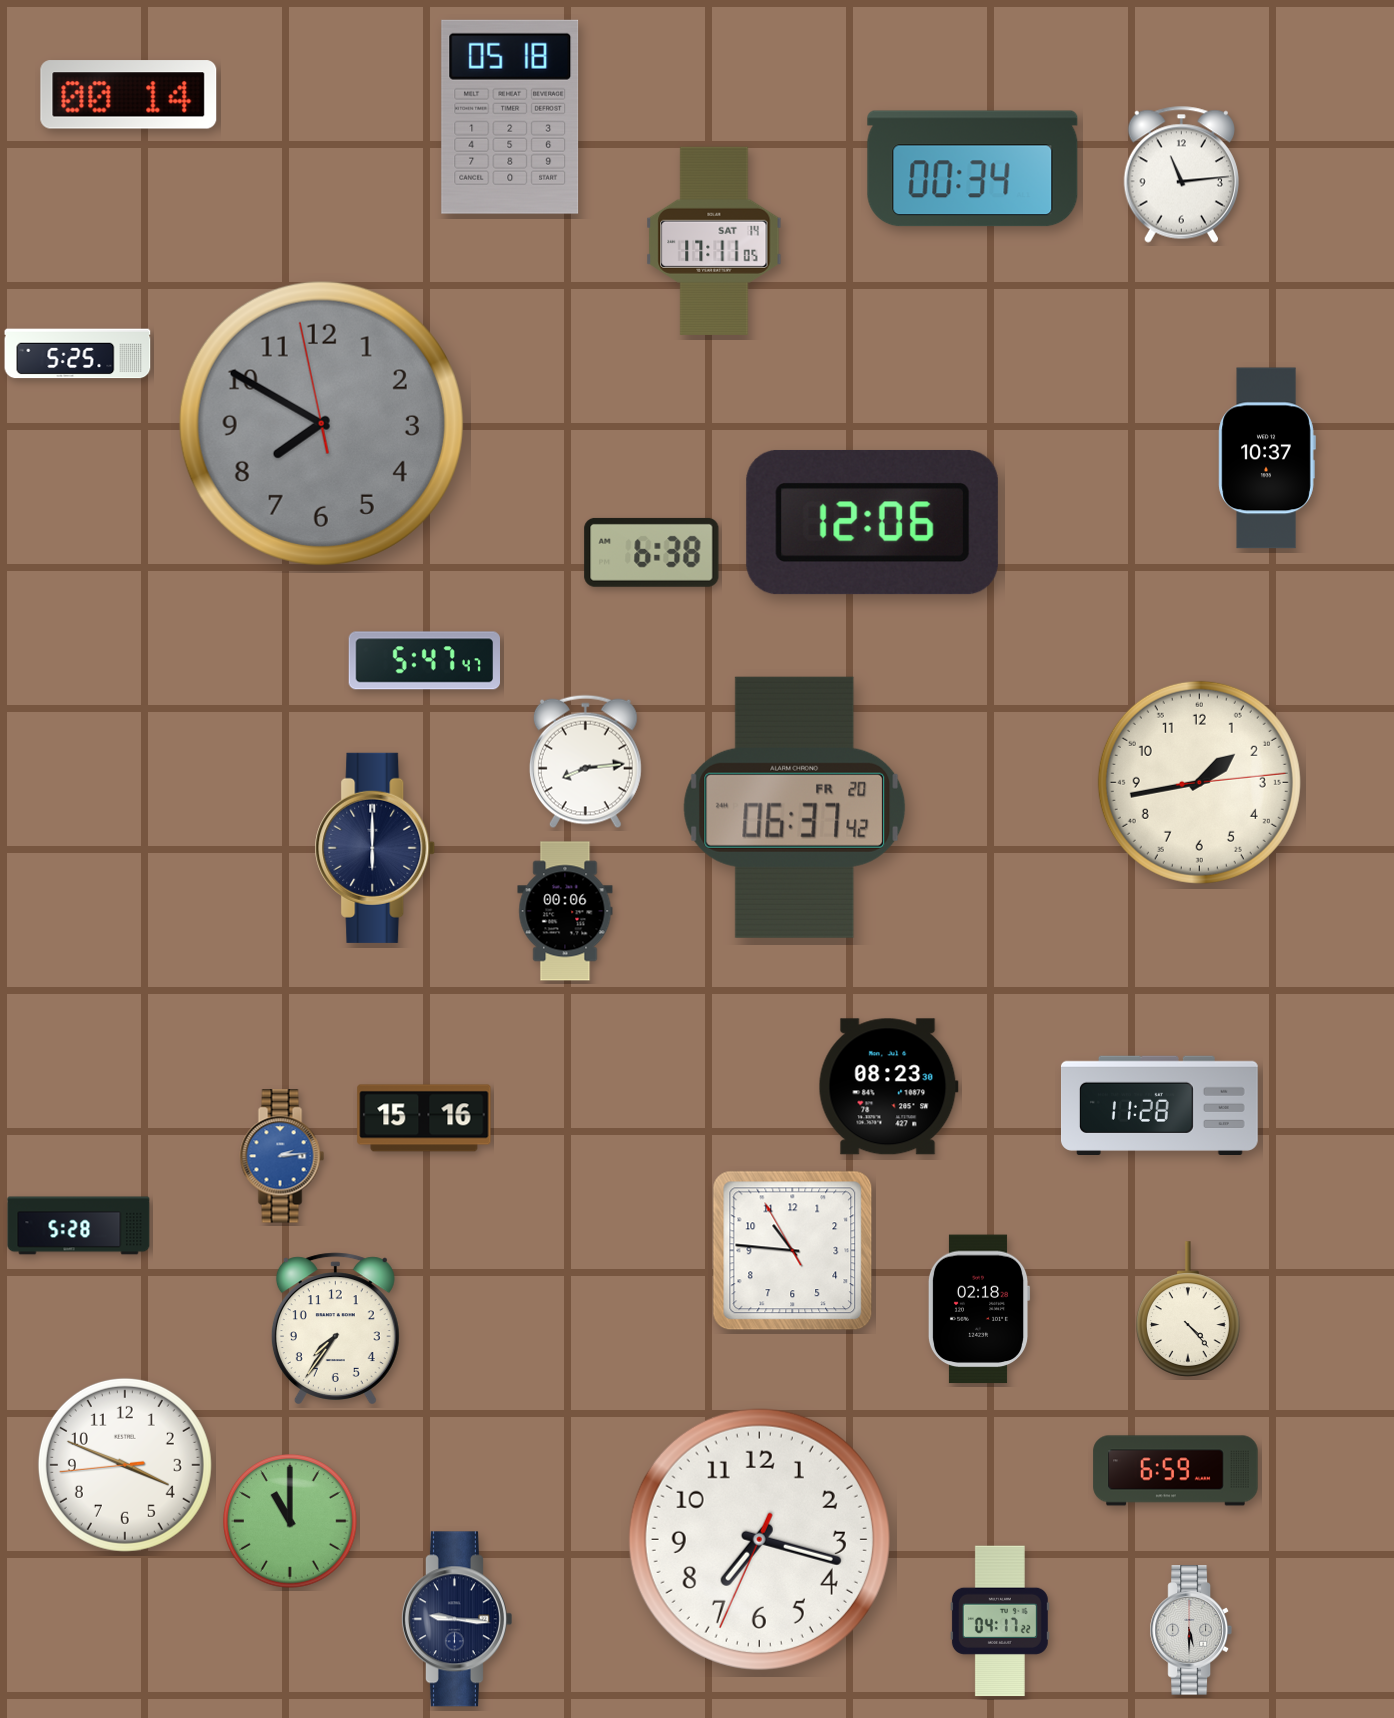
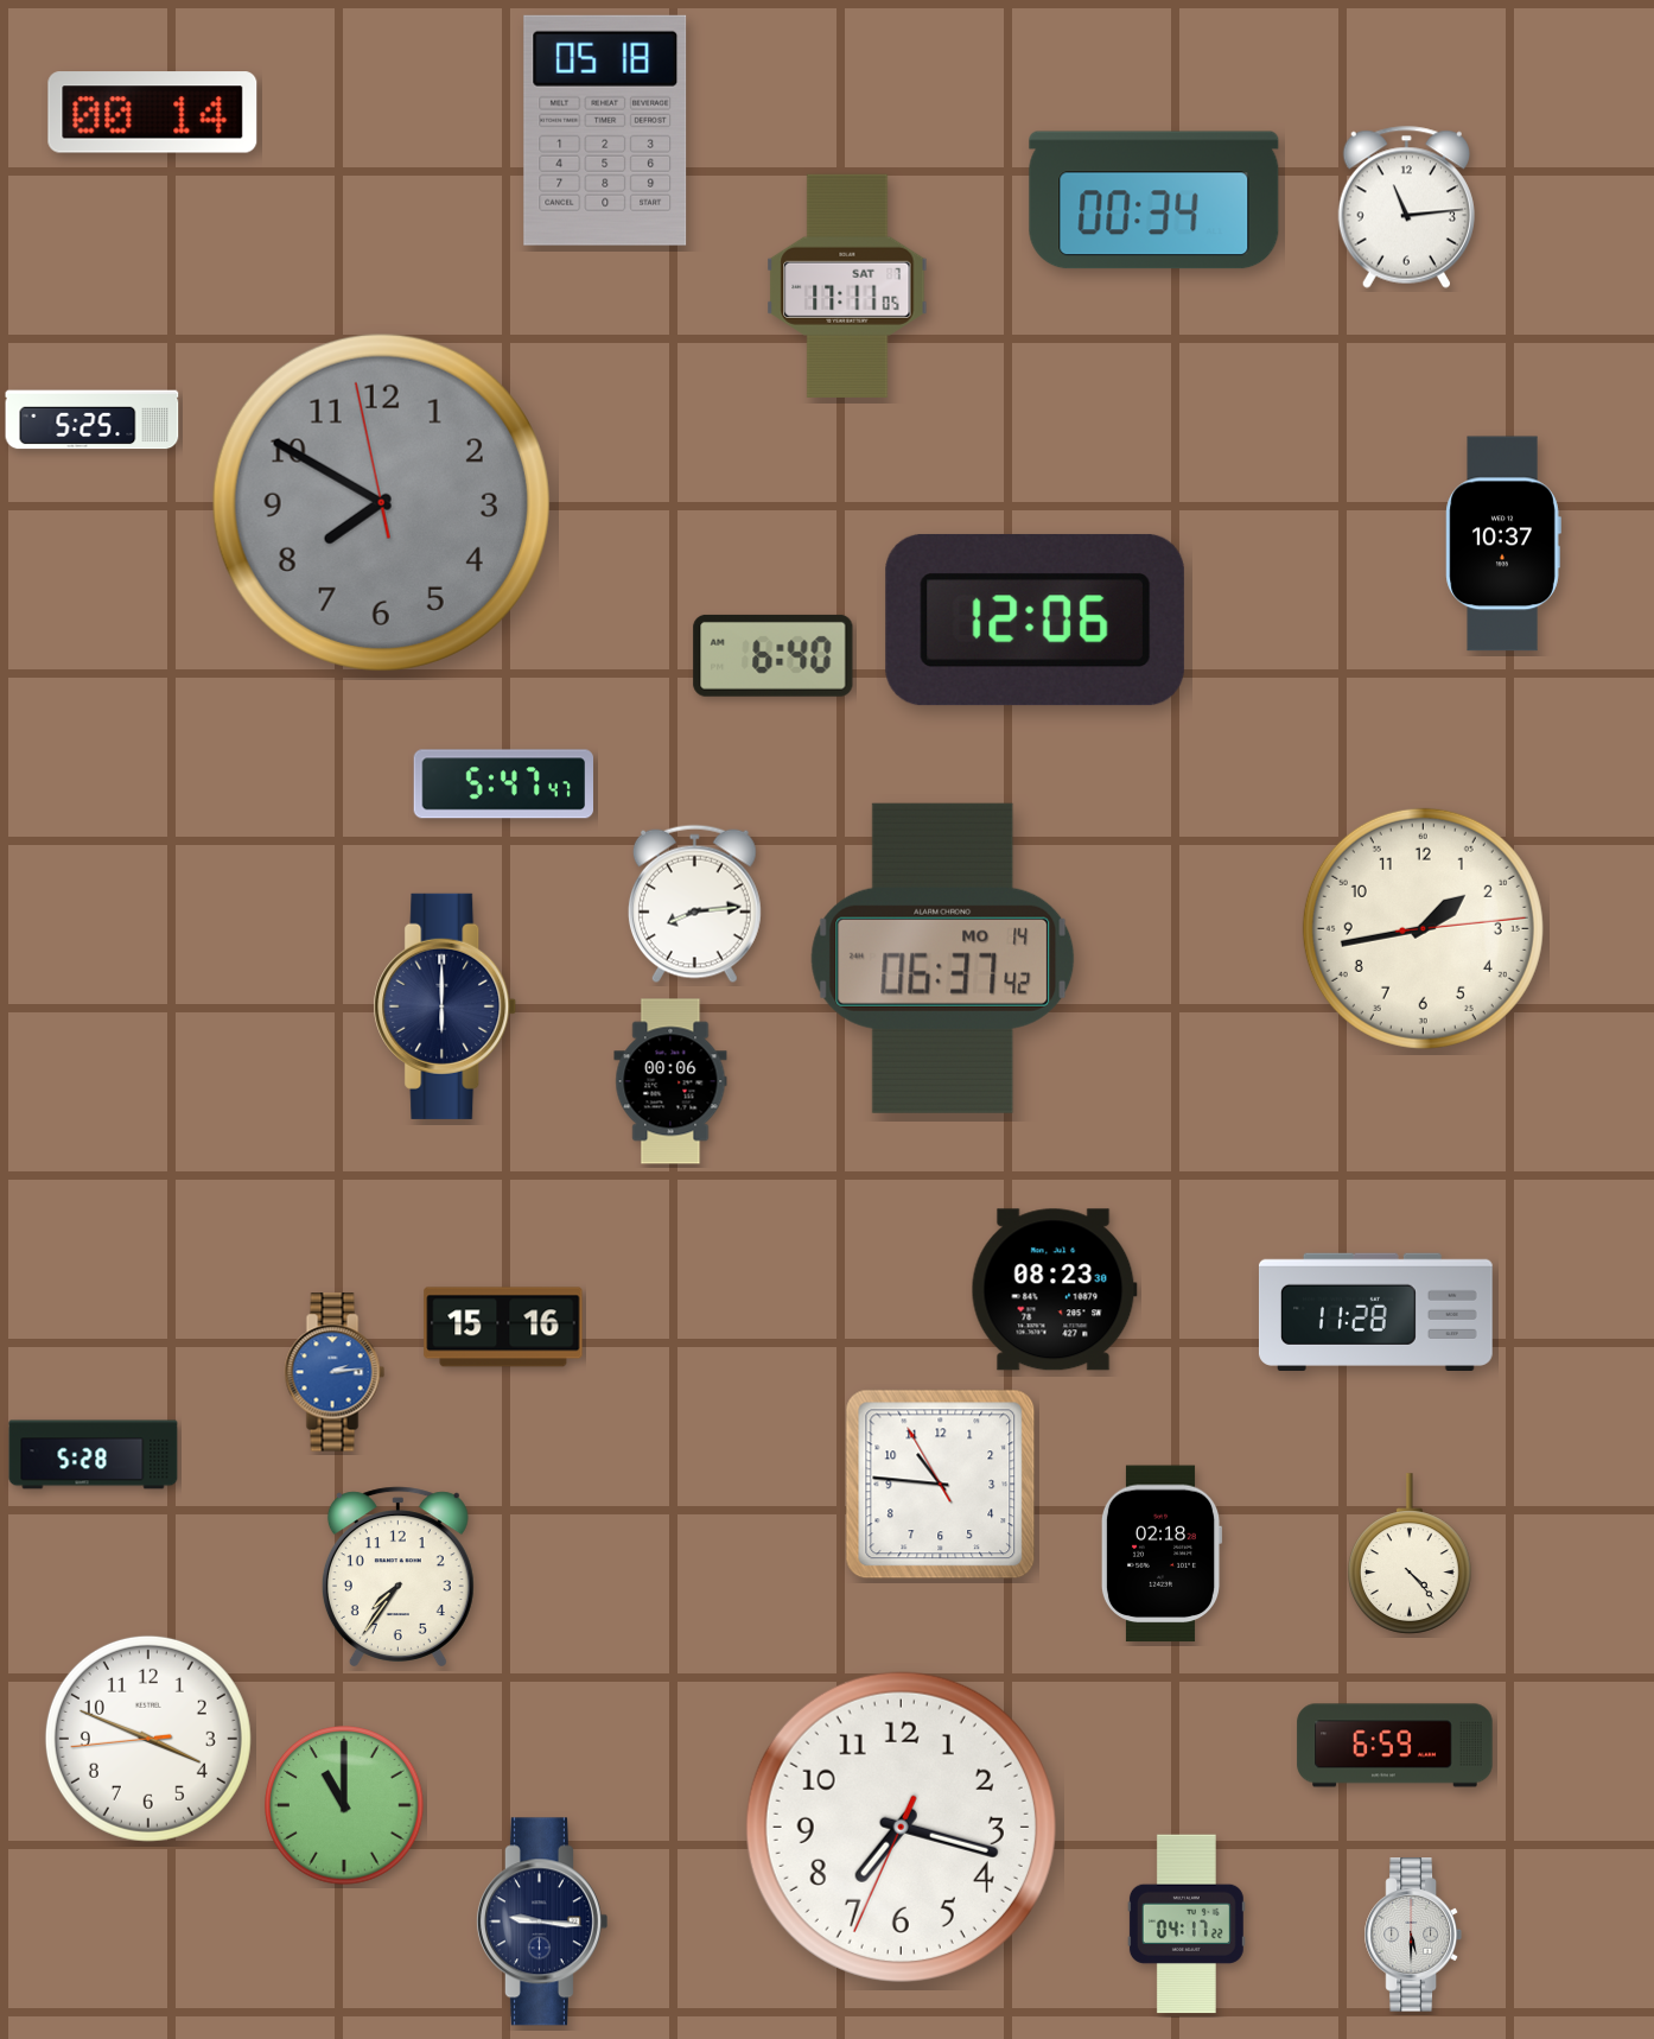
clock at (510, 117) position: (510, 117) -> (605, 131)
clock at (1181, 174) position: (1181, 174) -> (1406, 207)
clock at (714, 241) date: SAT 14 -> SAT 7
clock at (652, 552): 6:38 -> 6:40
clock at (795, 807) date: FR 20 -> MO 14
